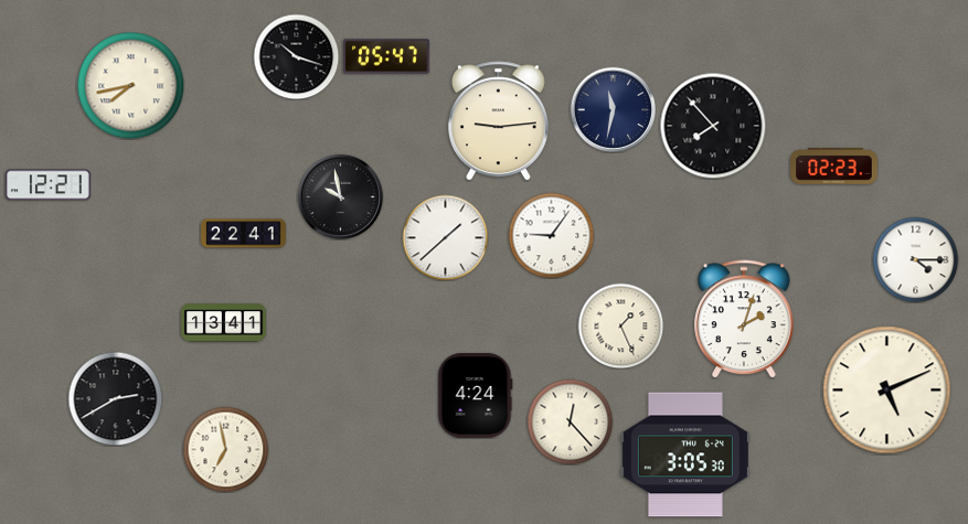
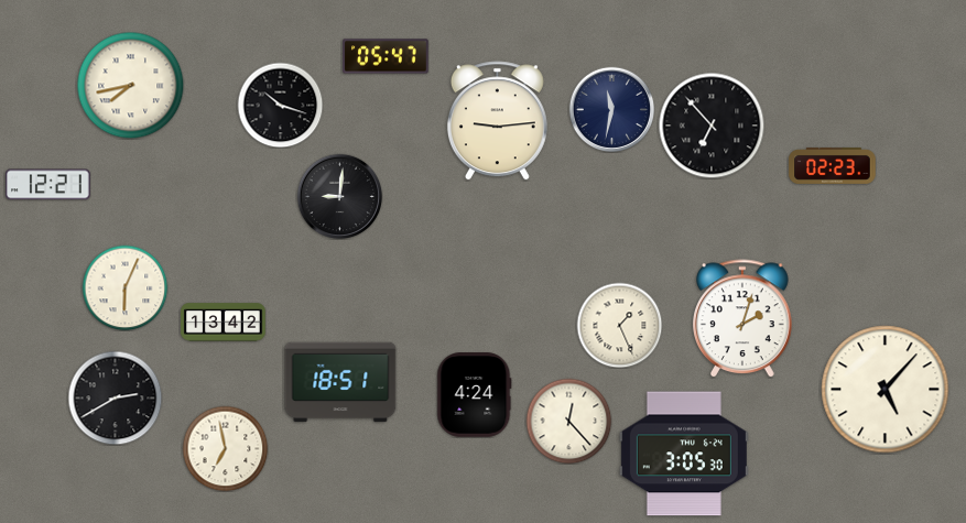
clock at (296, 56) position: (296, 56) -> (280, 105)
clock at (713, 126): 7:53 -> 6:53
clock at (340, 196): 9:58 -> 9:01
clock at (244, 234): 22:41 -> none
clock at (551, 235): 9:06 -> none
clock at (445, 237): 1:38 -> none
clock at (915, 259): 4:15 -> none
clock at (124, 287): none -> 6:04
clock at (224, 323): 13:41 -> 13:42
clock at (340, 382): none -> 18:51
clock at (887, 391): 5:11 -> 5:07
